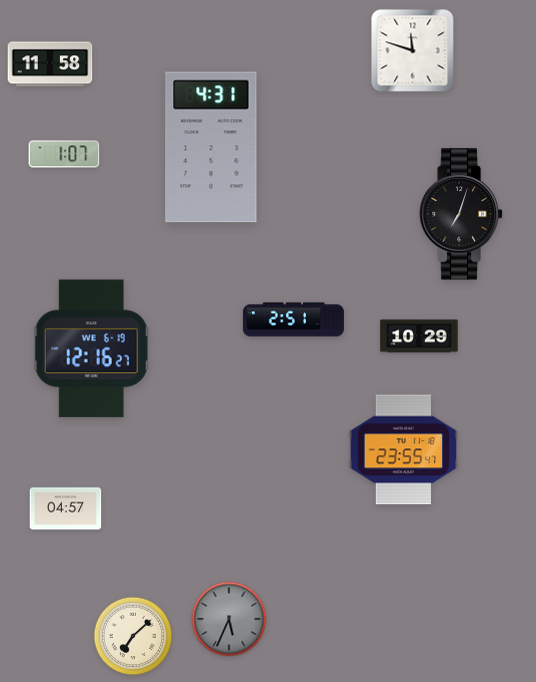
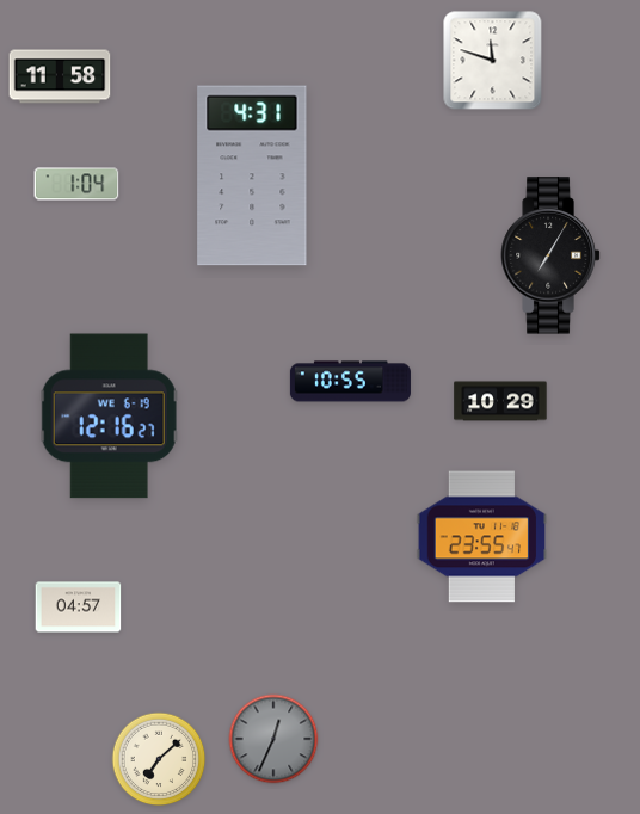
clock at (64, 154): 1:07 -> 1:04
clock at (461, 214): 7:03 -> 7:05
clock at (293, 320): 2:51 -> 10:55
clock at (229, 619): 5:34 -> 12:34
